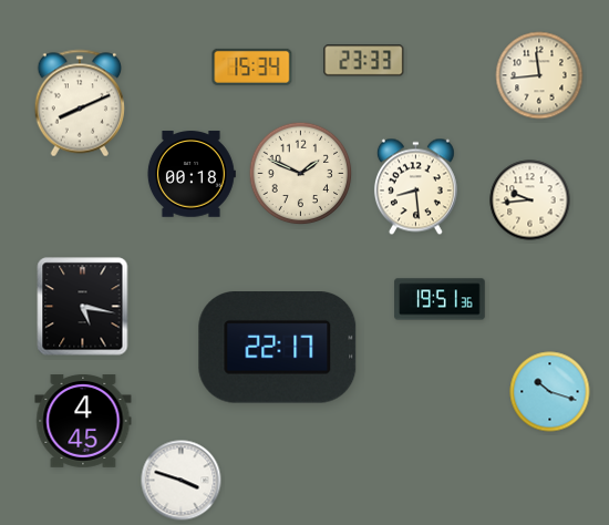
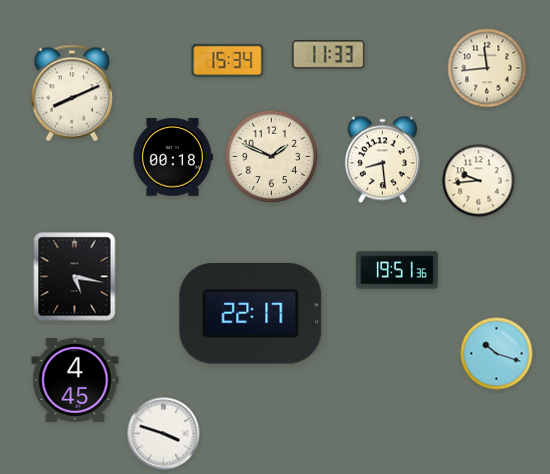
clock at (364, 61): 23:33 -> 11:33
clock at (415, 187) position: (415, 187) -> (382, 160)
